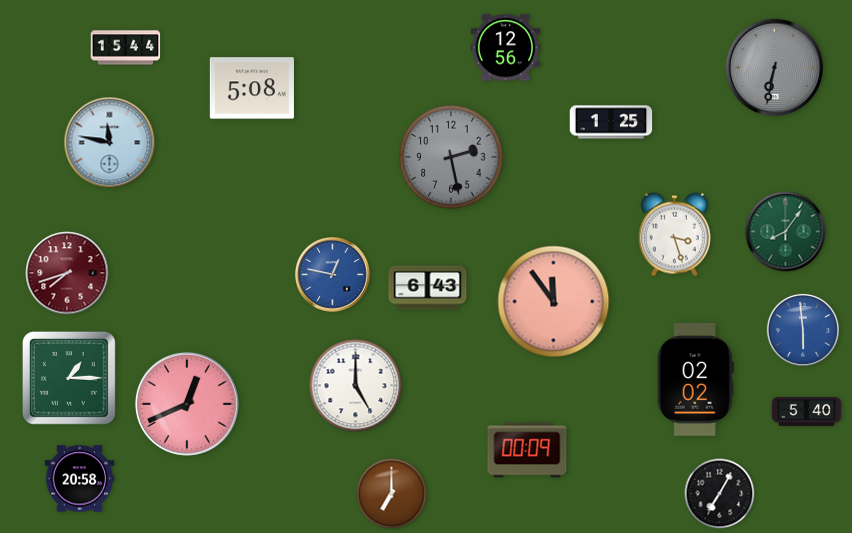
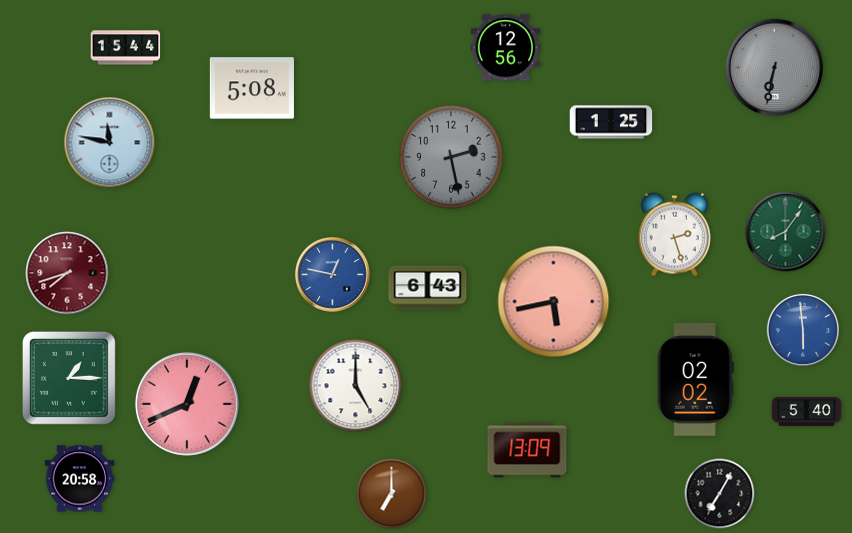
clock at (674, 235): 3:27 -> 2:27
clock at (554, 302): 11:54 -> 5:43
clock at (527, 450): 00:09 -> 13:09
